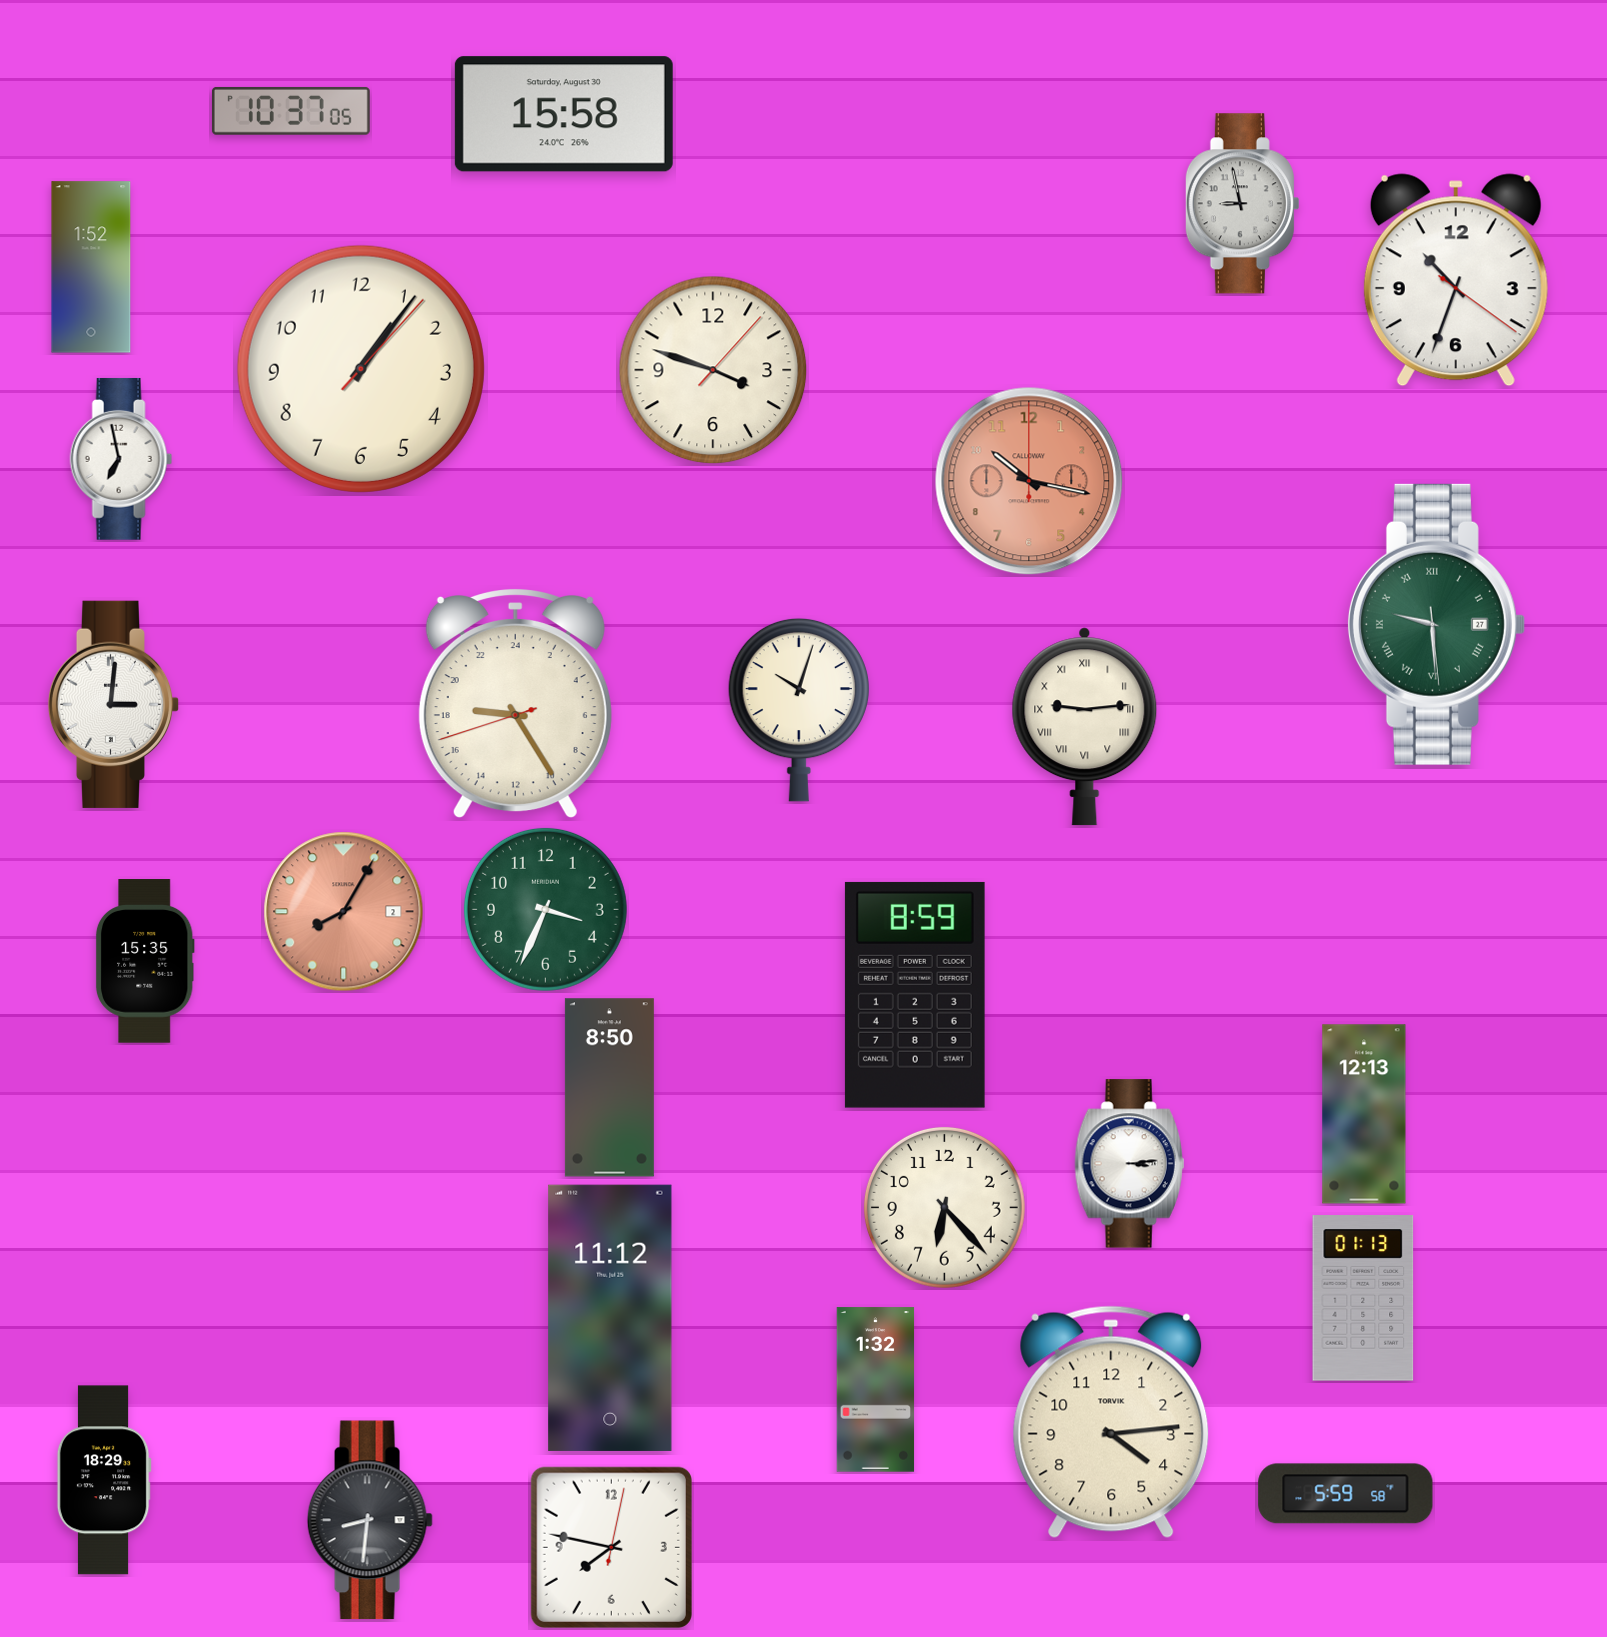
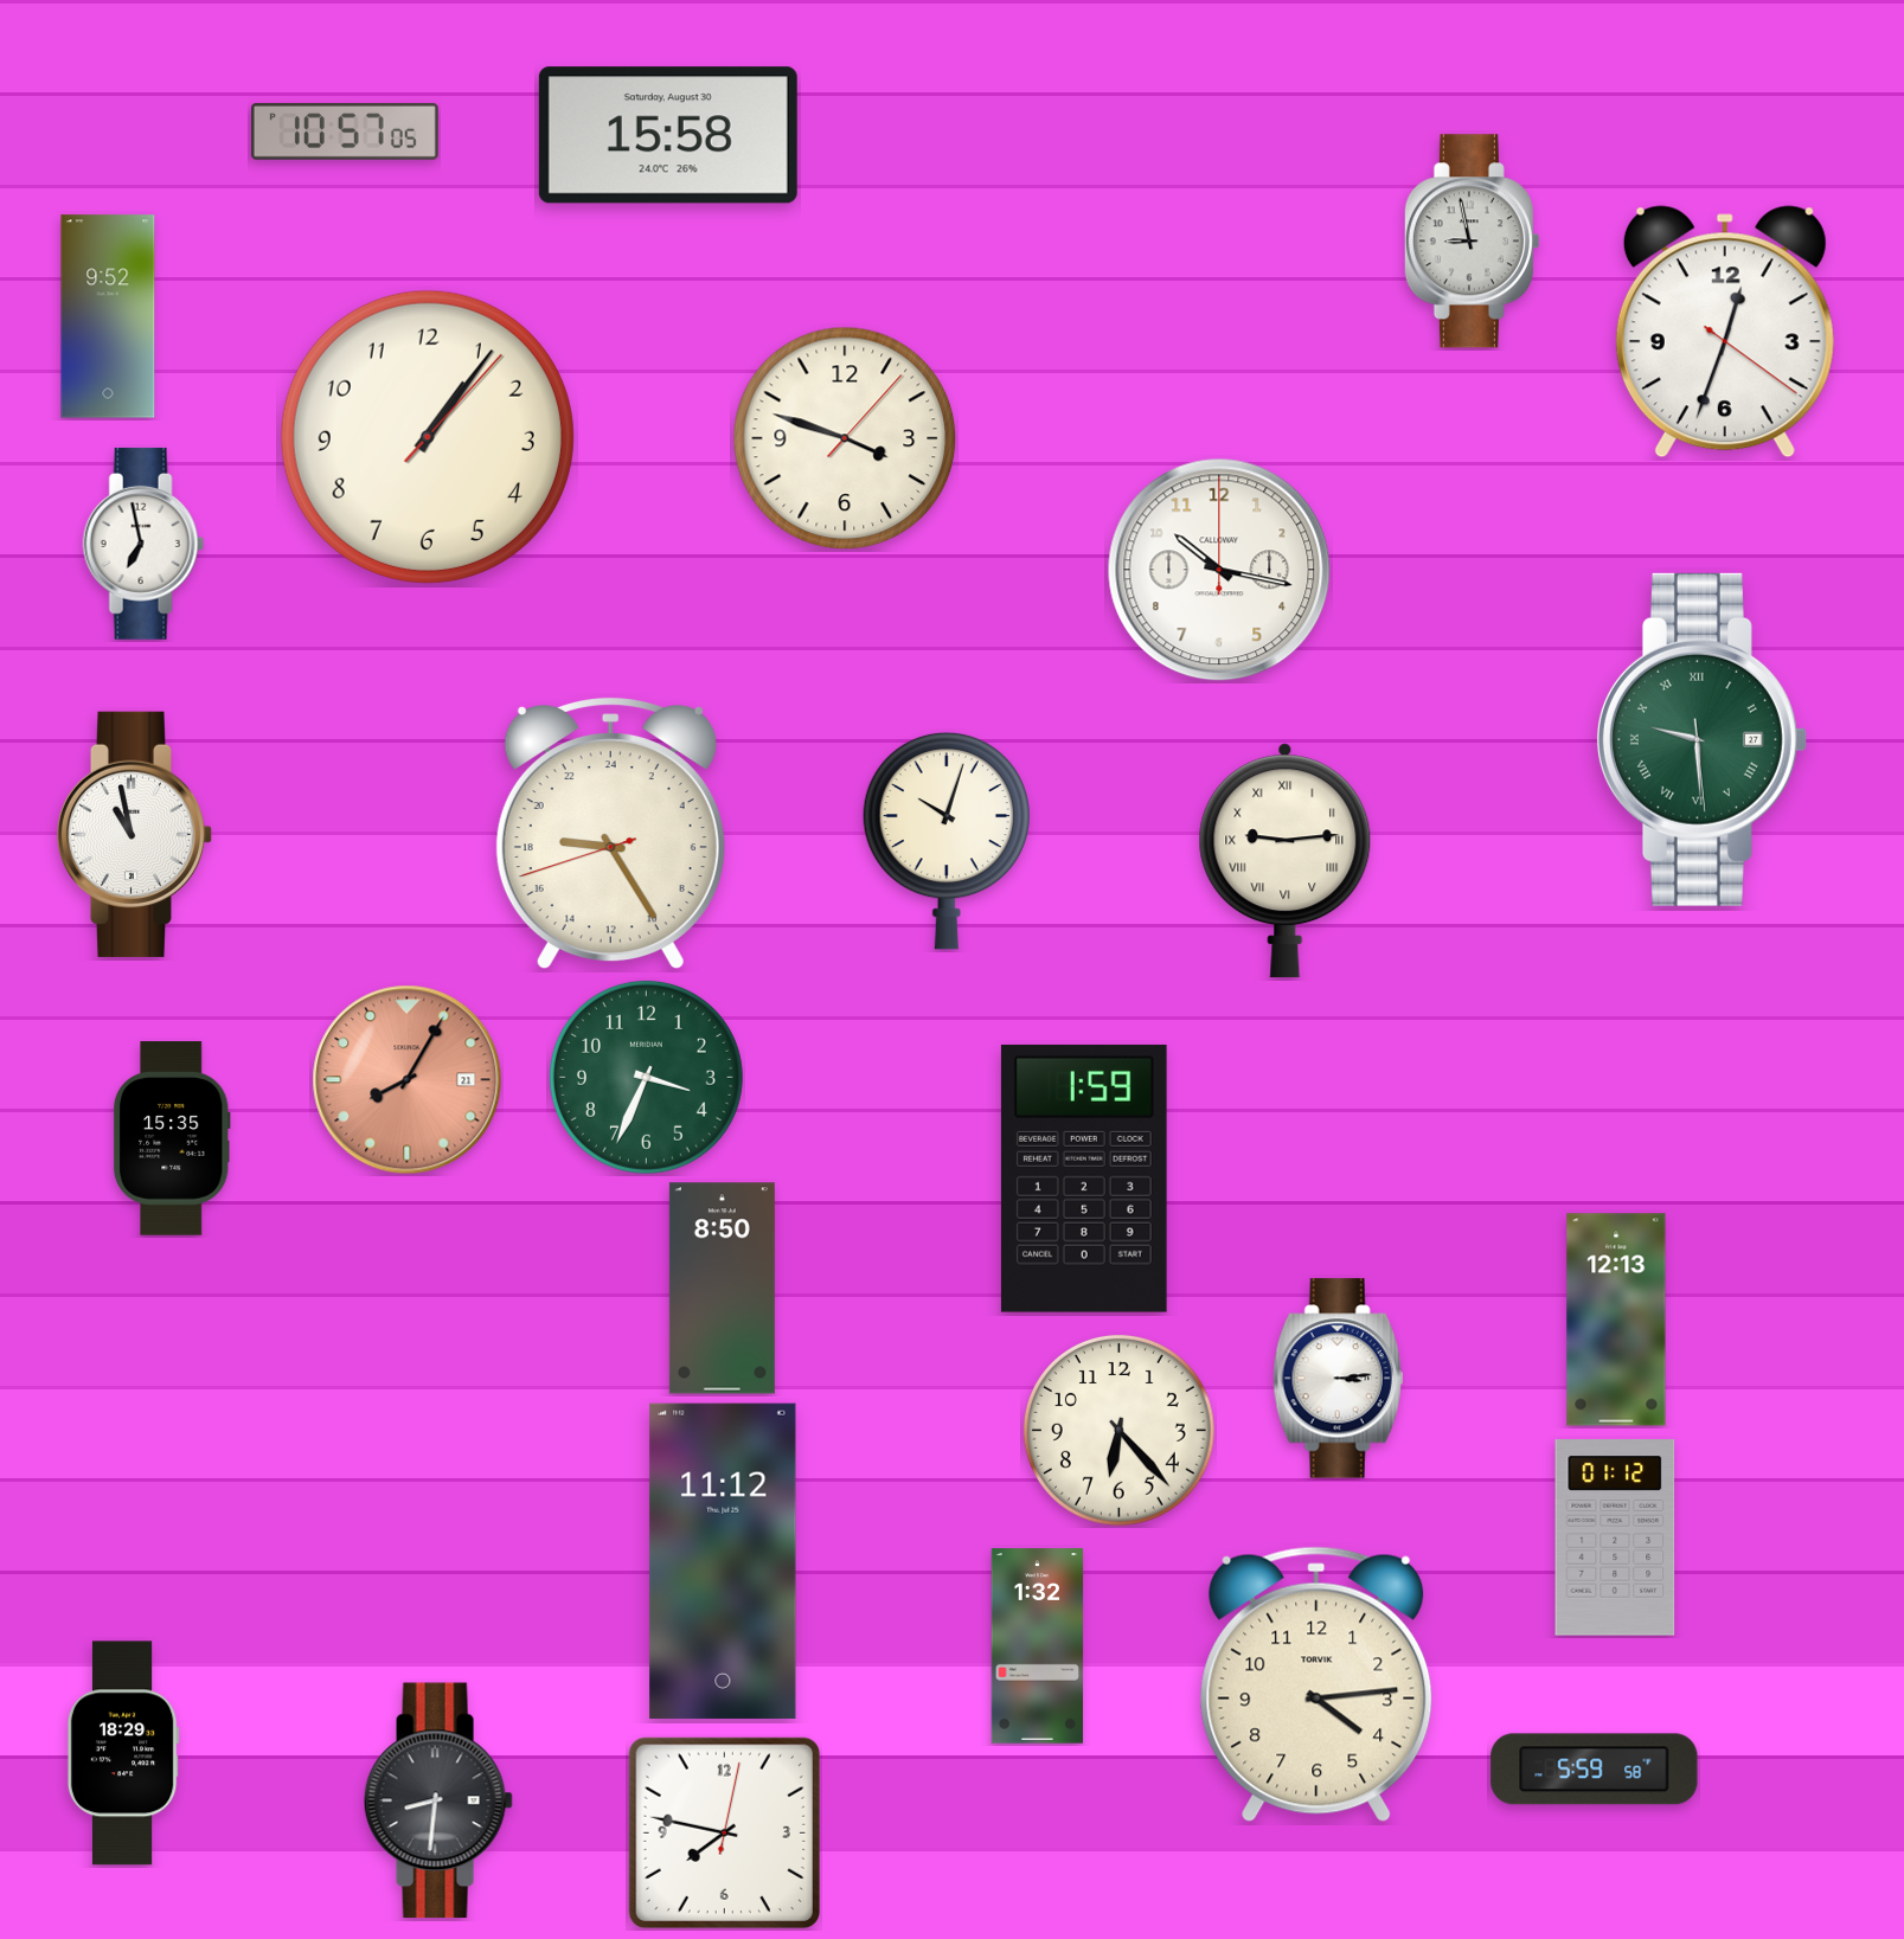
clock at (291, 111): 10:37 -> 10:57
clock at (91, 267): 1:52 -> 9:52
clock at (1456, 280): 10:33 -> 12:33
clock at (1029, 481) dial: salmon -> white
clock at (114, 704): 3:01 -> 10:58
clock at (344, 912) date: 2 -> 21
clock at (915, 995): 8:59 -> 1:59
clock at (1363, 1298): 01:13 -> 01:12
